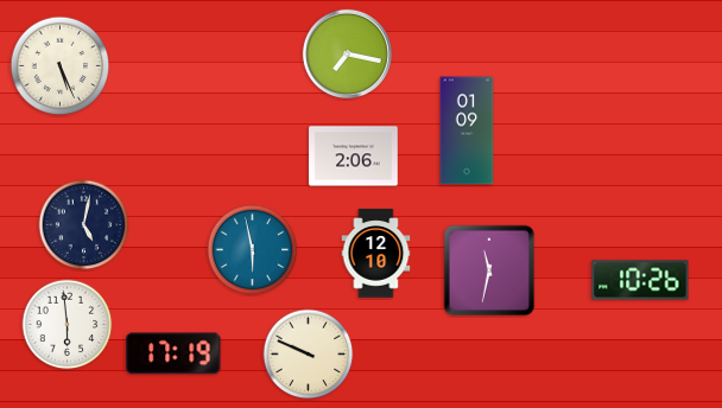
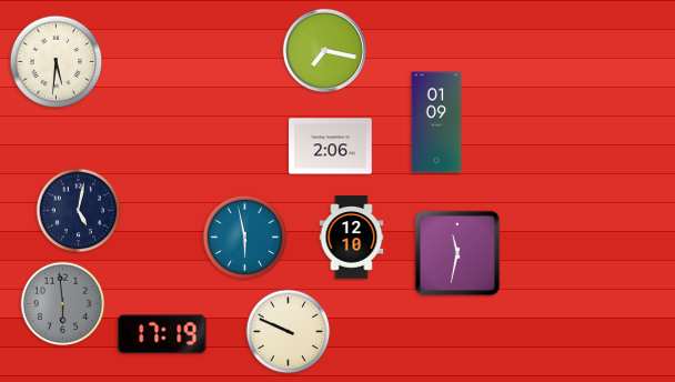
clock at (61, 66): 5:26 -> 5:31
clock at (253, 250) position: (253, 250) -> (245, 238)
clock at (640, 280): 10:26 -> none
clock at (68, 325) dial: white -> grey
clock at (173, 353) position: (173, 353) -> (162, 334)
